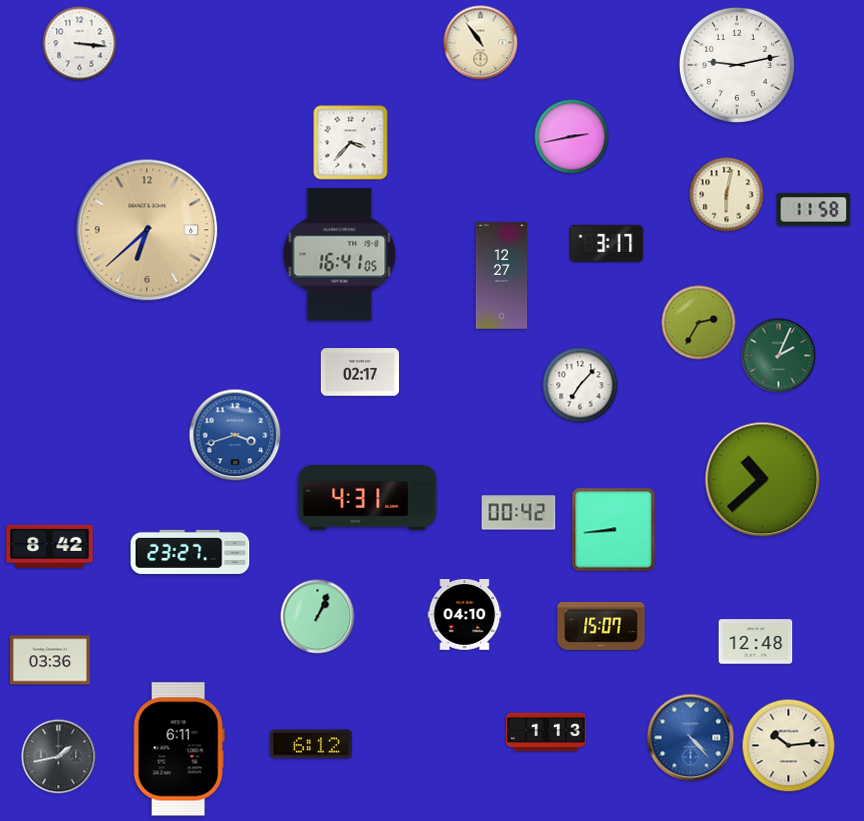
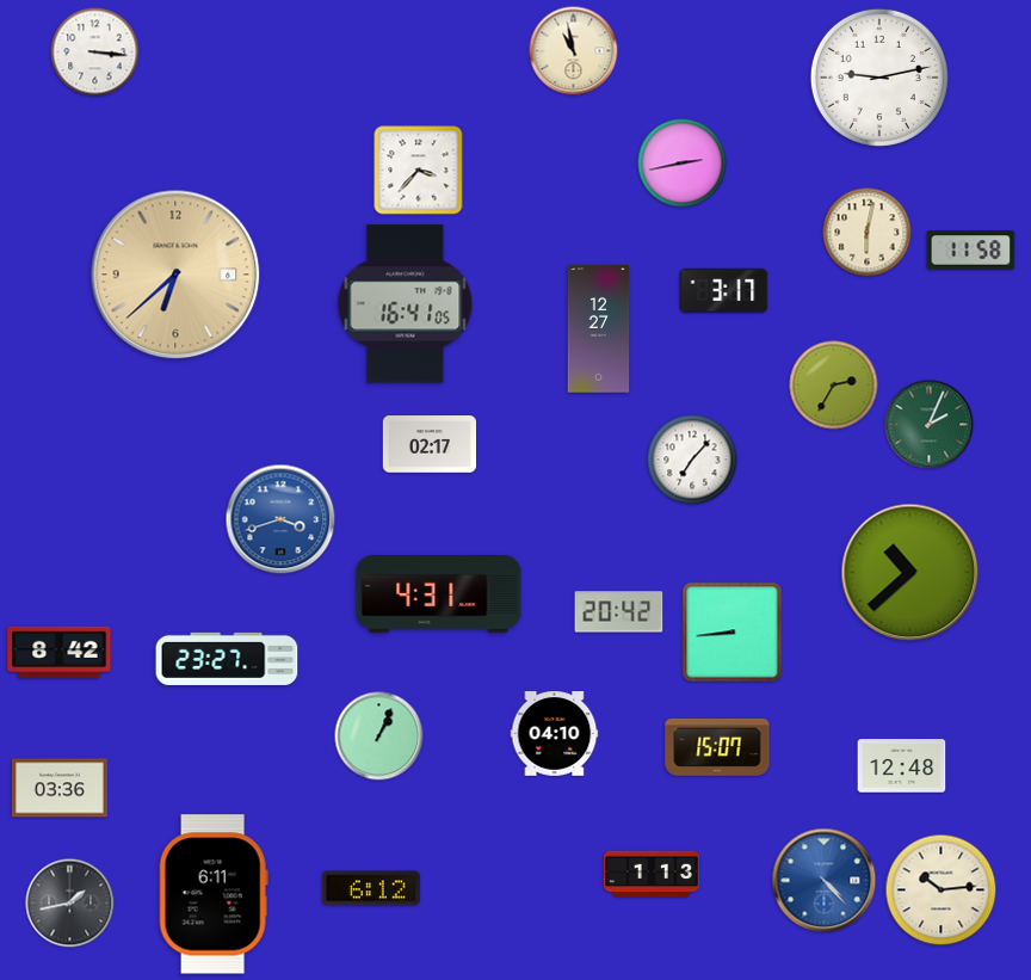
clock at (481, 43): 10:54 -> 10:58
clock at (519, 513): 00:42 -> 20:42
